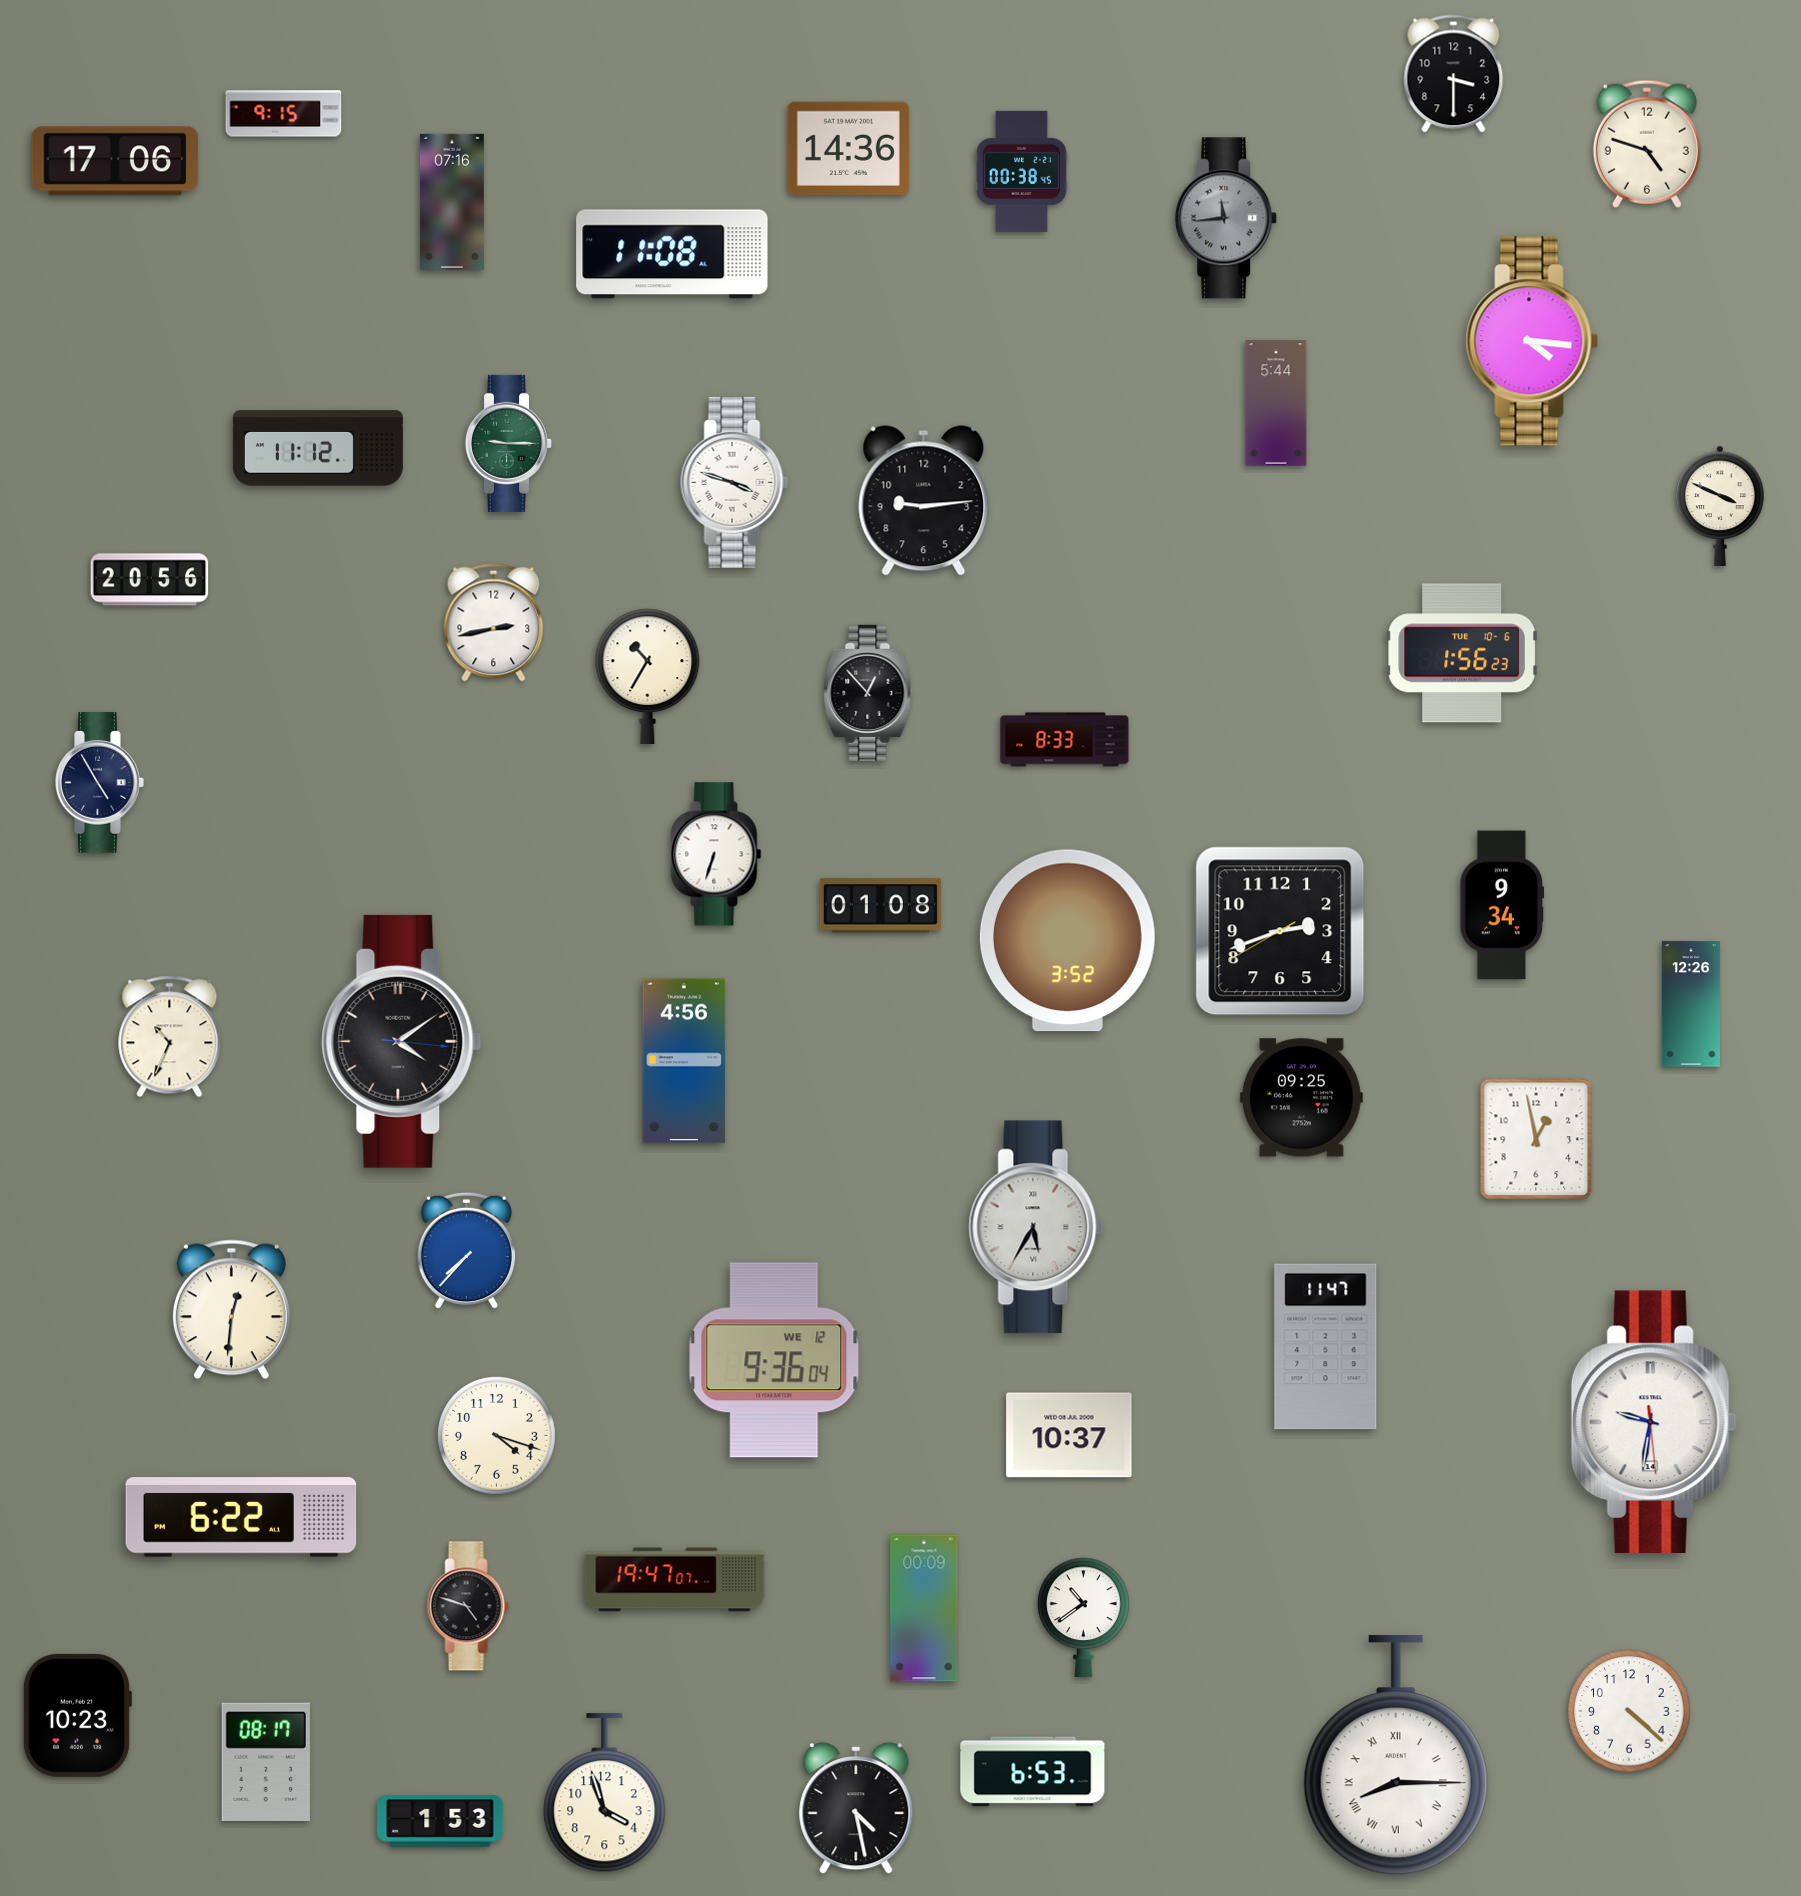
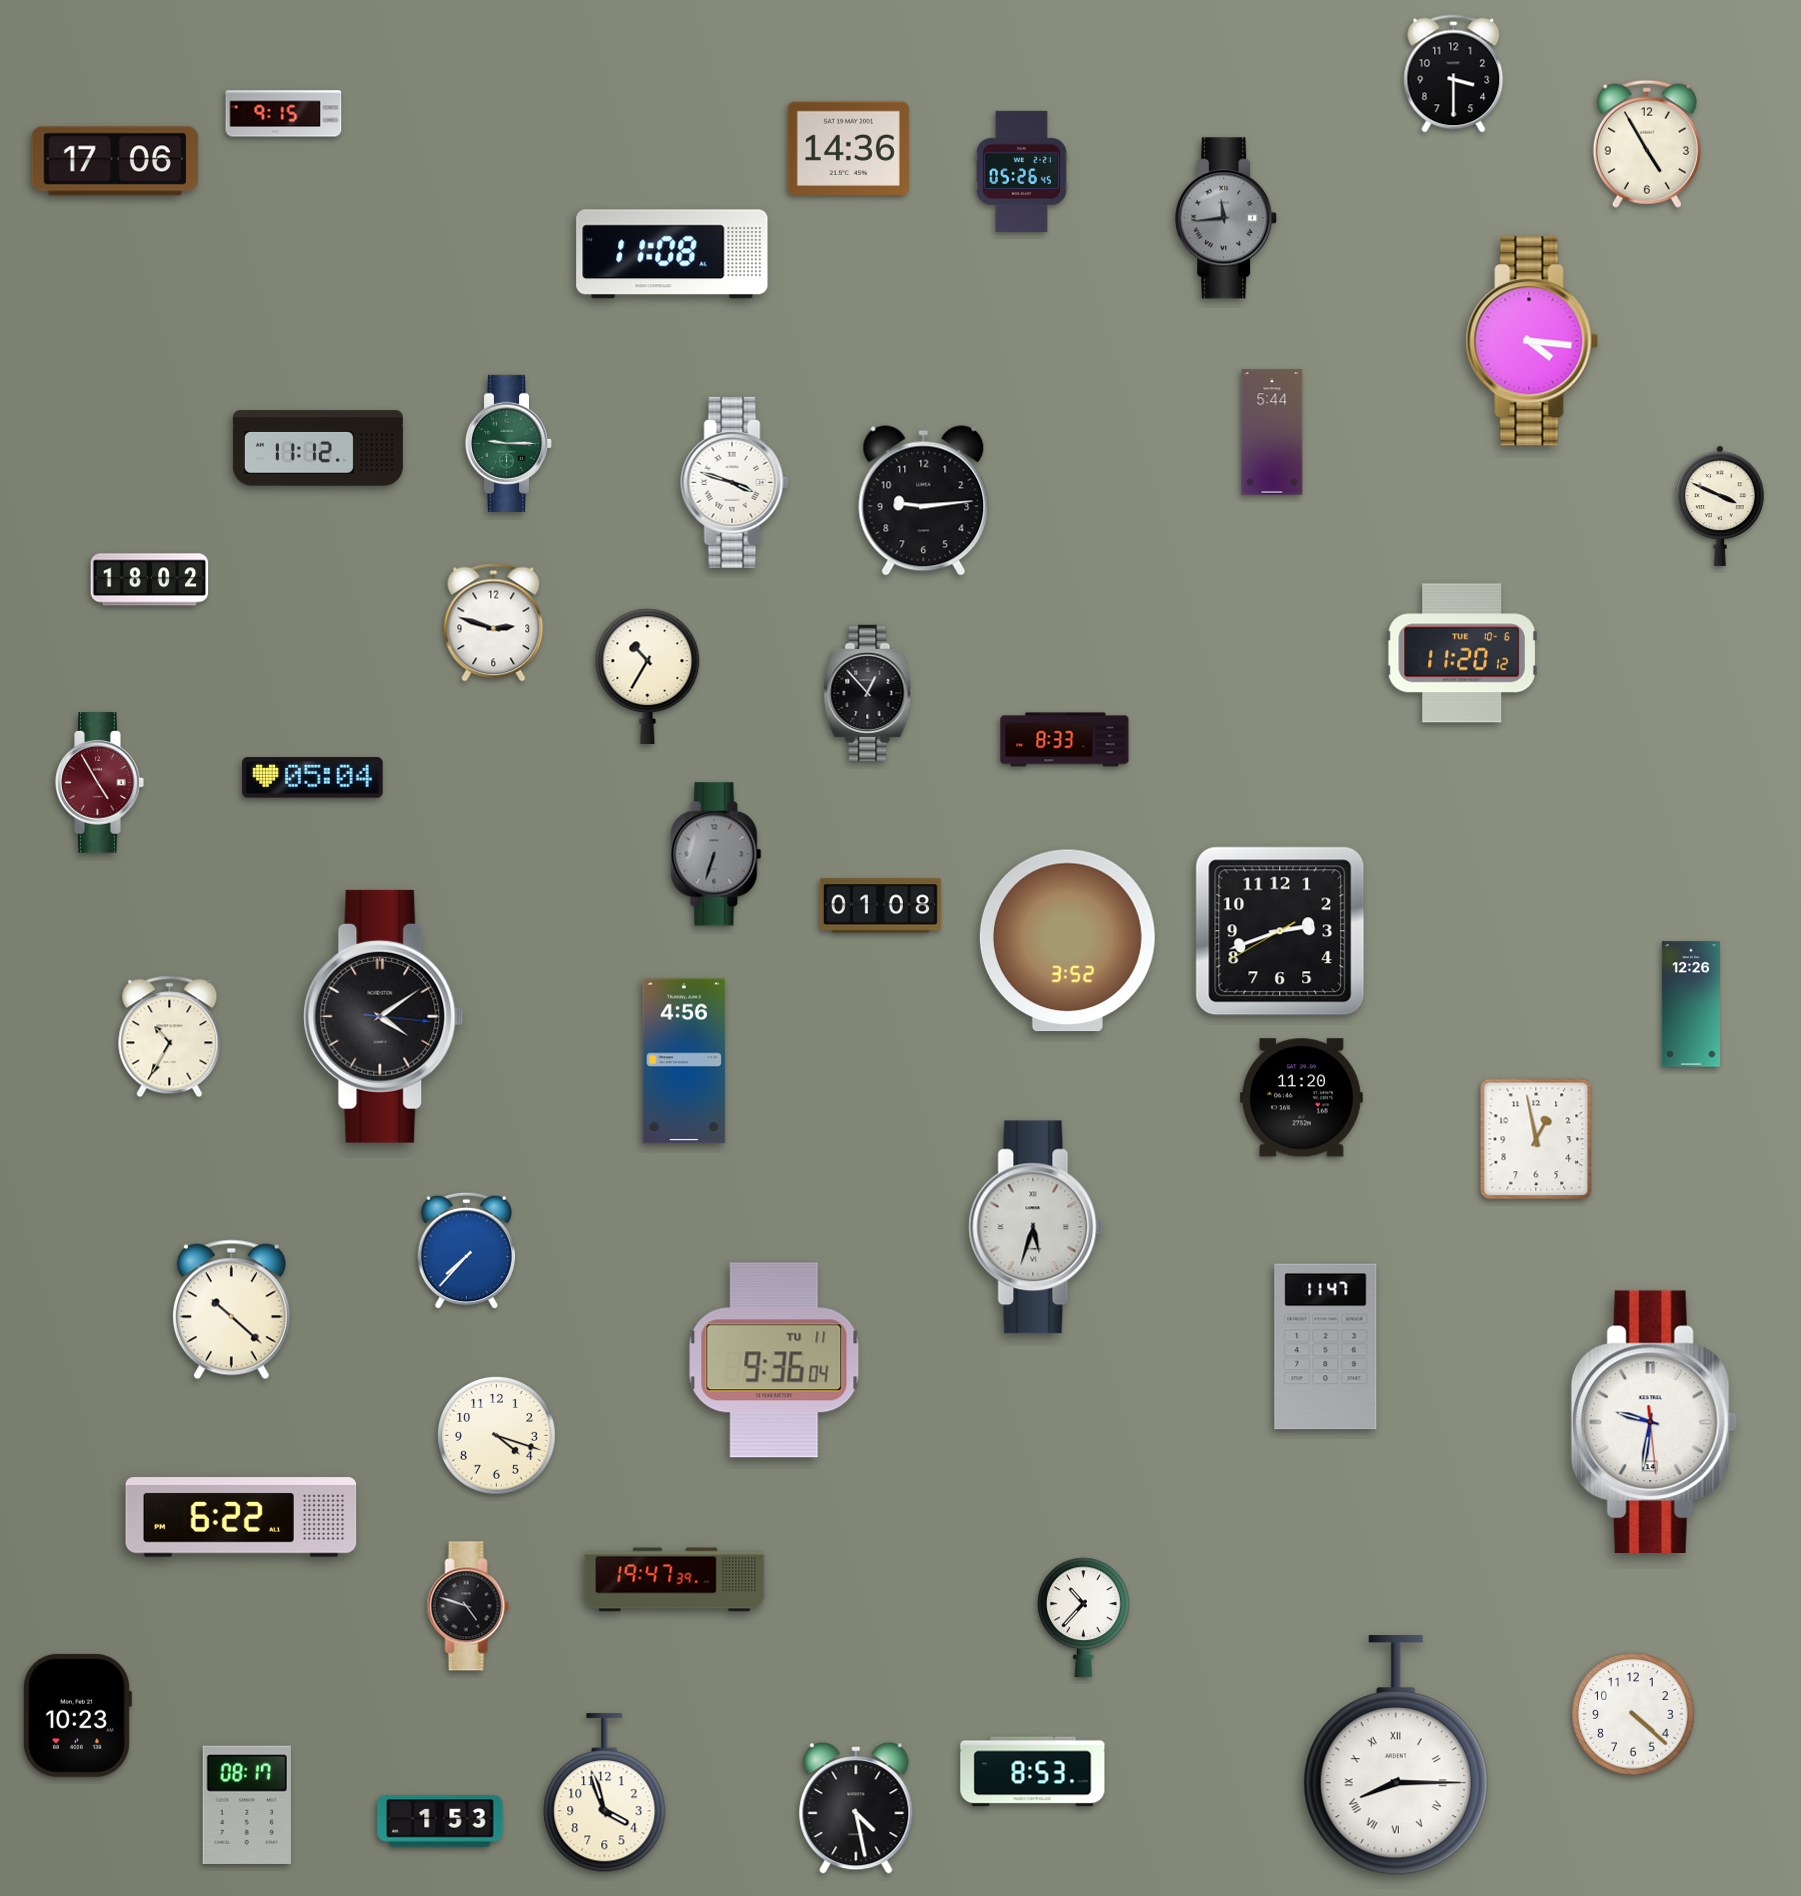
clock at (1647, 144): 4:48 -> 4:55
clock at (1022, 171): 00:38 -> 05:26
clock at (452, 202): 07:16 -> none
clock at (1276, 403) position: (1276, 403) -> (1272, 432)
clock at (150, 580): 20:56 -> 18:02
clock at (494, 623): 2:43 -> 2:48
clock at (1462, 653): 1:56 -> 11:20
clock at (313, 778): none -> 05:04
clock at (100, 783) dial: navy -> burgundy
clock at (716, 854) dial: white -> grey
clock at (1502, 905): 9:34 -> none
clock at (170, 1037): 10:34 -> 10:35
clock at (402, 1041) position: (402, 1041) -> (384, 1016)
clock at (1301, 1098): 09:25 -> 11:20
clock at (1036, 1227): 5:35 -> 5:33
clock at (231, 1310): 12:31 -> 10:22
clock at (774, 1360) date: WE 12 -> TU 11
clock at (1069, 1435): 10:37 -> none
clock at (675, 1580): 19:47:07 -> 19:47:39
clock at (924, 1608): 00:09 -> none
clock at (1084, 1617): 10:39 -> 10:37
clock at (1629, 1711) position: (1629, 1711) -> (1633, 1714)
clock at (266, 1762) position: (266, 1762) -> (247, 1805)
clock at (1033, 1772): 6:53 -> 8:53
